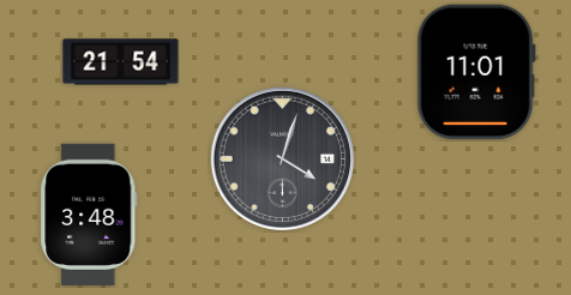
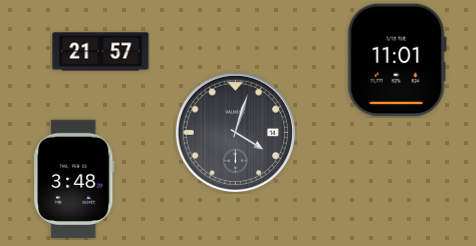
clock at (121, 62): 21:54 -> 21:57
